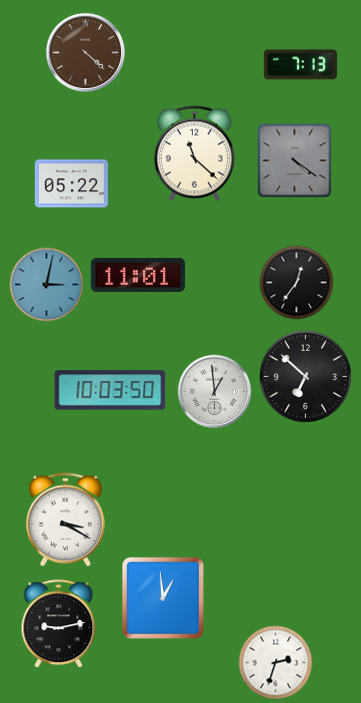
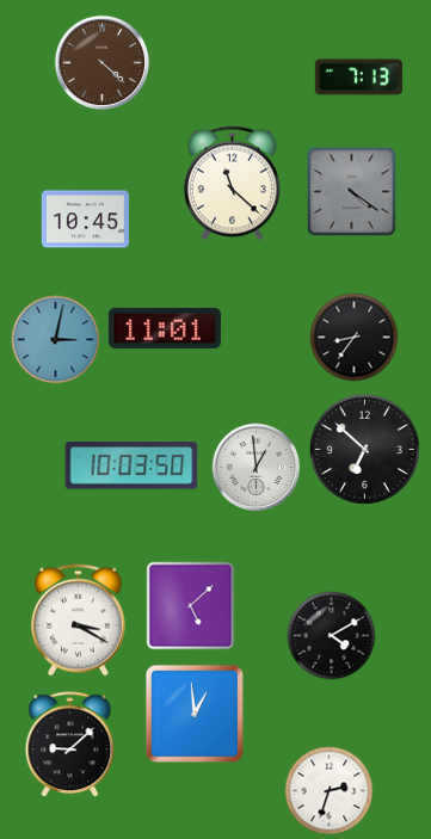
clock at (71, 184): 05:22 -> 10:45
clock at (297, 283): 12:36 -> 8:36
clock at (191, 606): none -> 5:08
clock at (332, 636): none -> 4:10
clock at (59, 624): 9:13 -> 9:08
